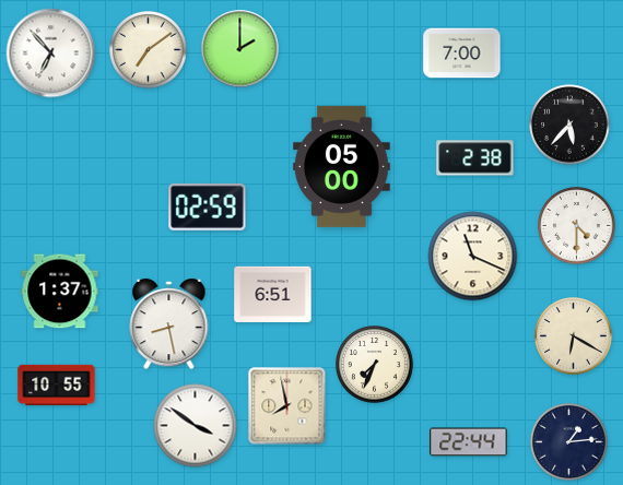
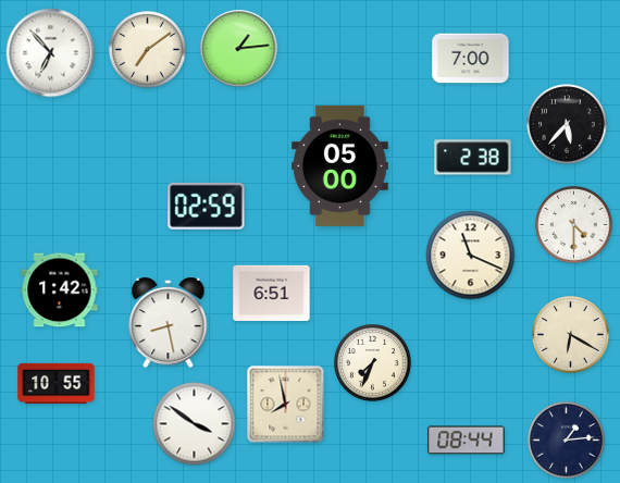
clock at (240, 49): 2:00 -> 1:14
clock at (462, 54) position: (462, 54) -> (471, 59)
clock at (60, 292): 1:37 -> 1:42
clock at (469, 442): 22:44 -> 08:44
